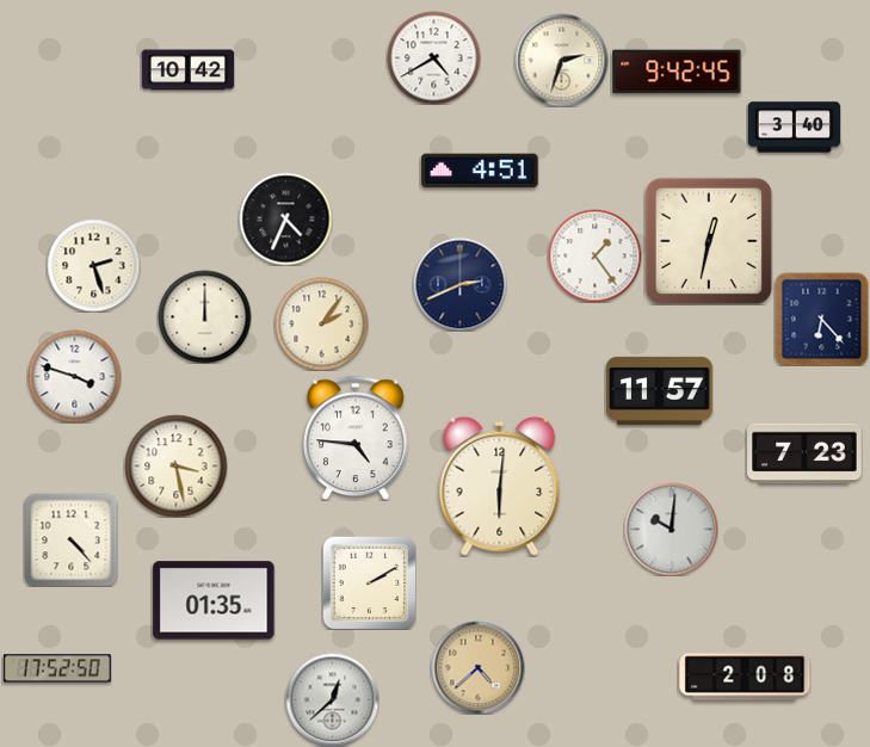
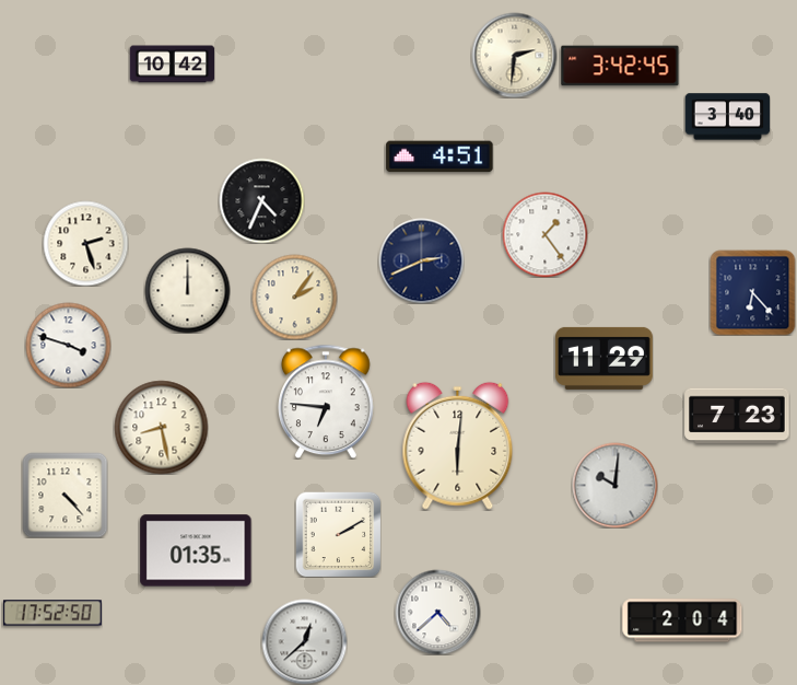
clock at (433, 57): 4:40 -> none
clock at (561, 60): 2:33 -> 2:31
clock at (677, 72): 9:42 -> 3:42
clock at (709, 241): 12:32 -> none
clock at (659, 390): 11:57 -> 11:29
clock at (357, 438): 4:46 -> 6:46
clock at (175, 465): 3:28 -> 8:28
clock at (477, 667) dial: champagne -> white
clock at (745, 677): 2:08 -> 2:04
